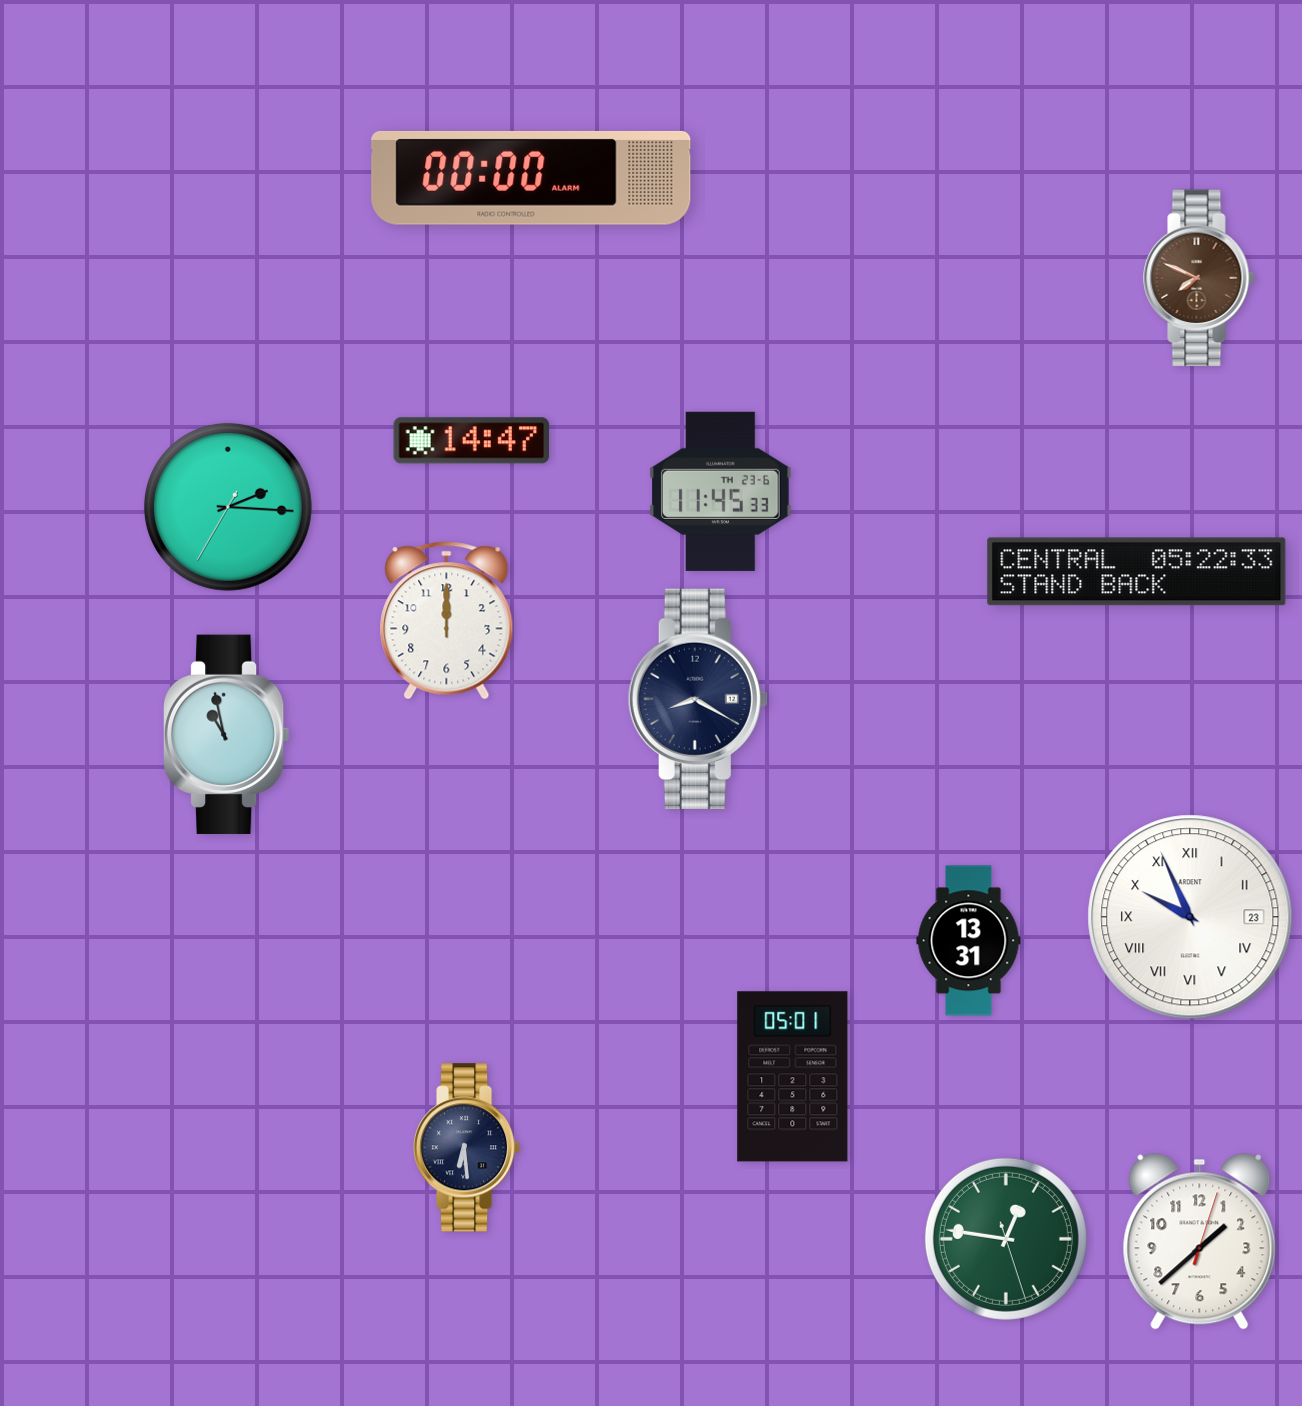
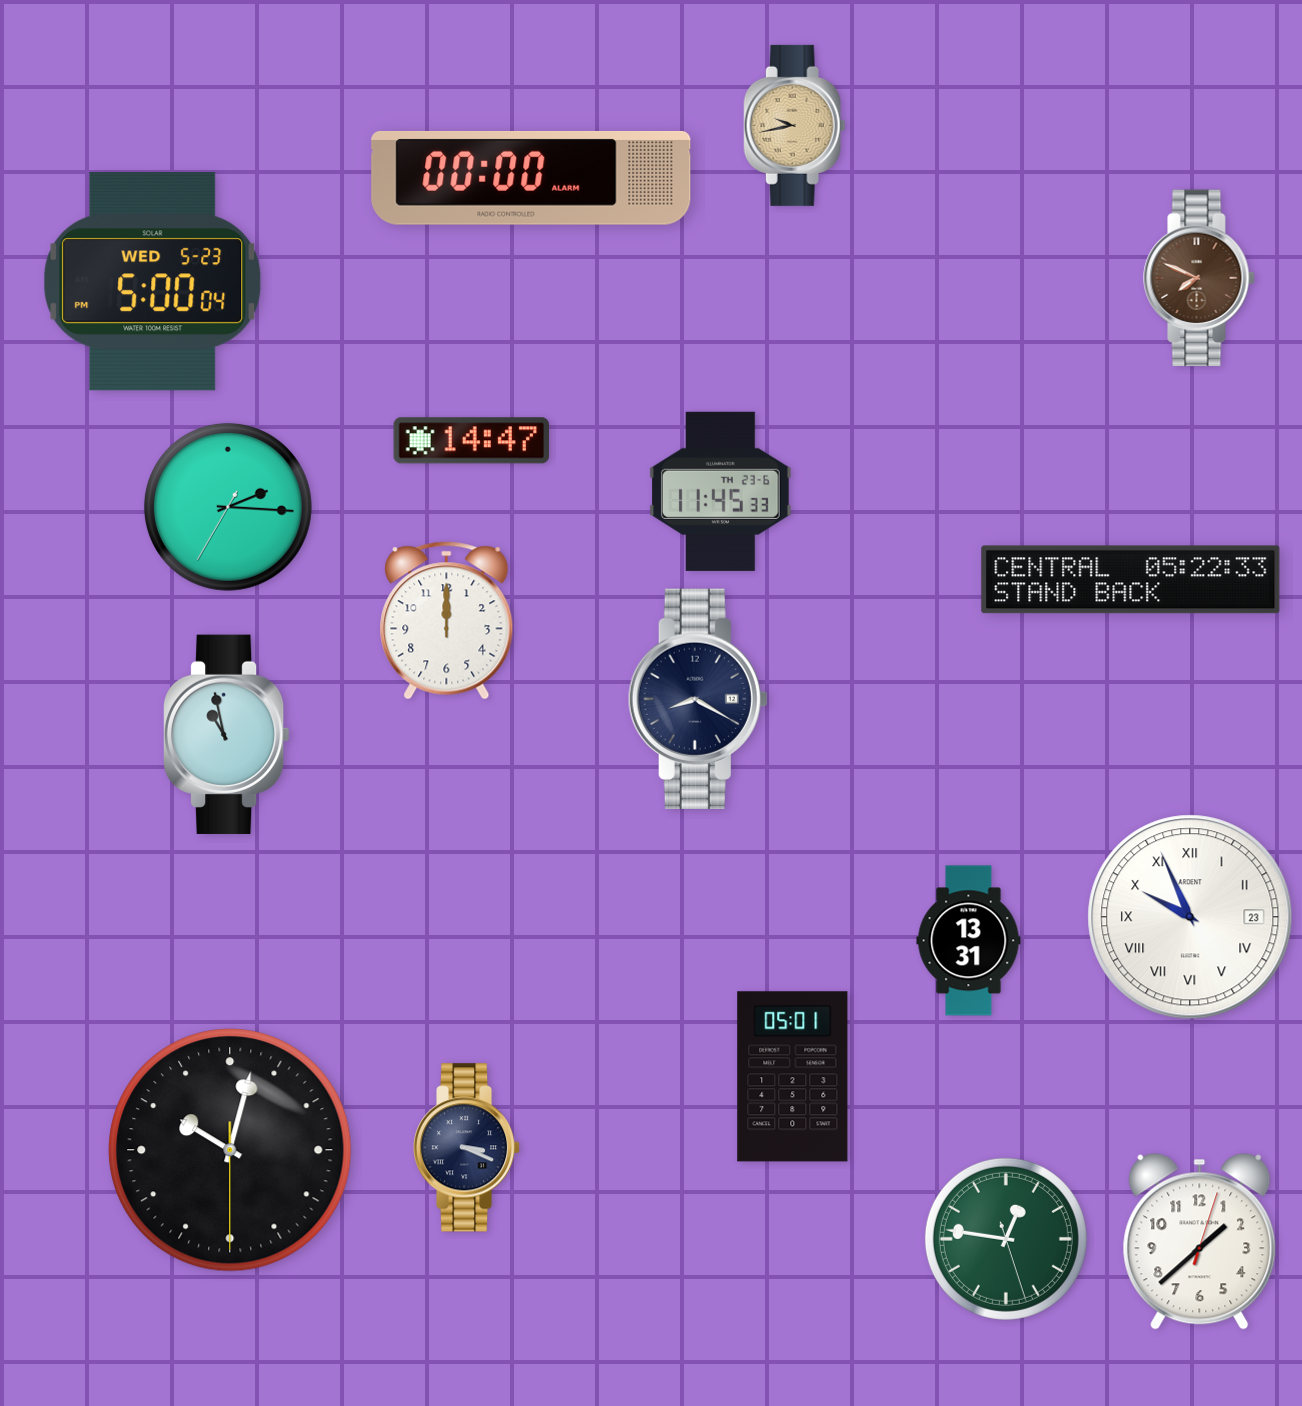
clock at (795, 125): none -> 9:43
clock at (153, 282): none -> 5:00
clock at (1137, 572) position: (1137, 572) -> (1131, 580)
clock at (467, 1148): 6:29 -> 3:19
clock at (230, 1150): none -> 10:02
